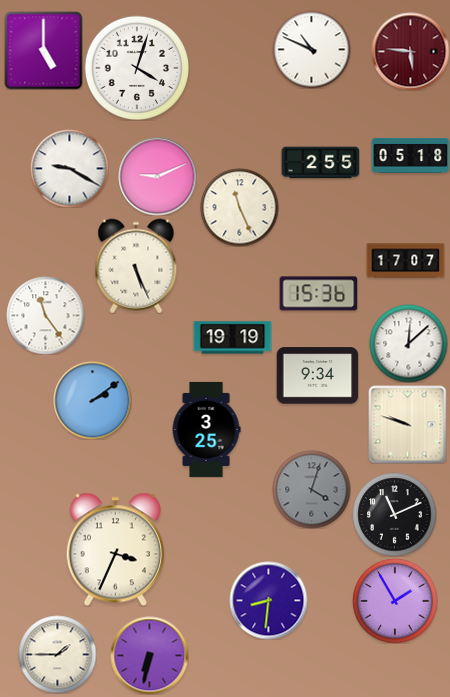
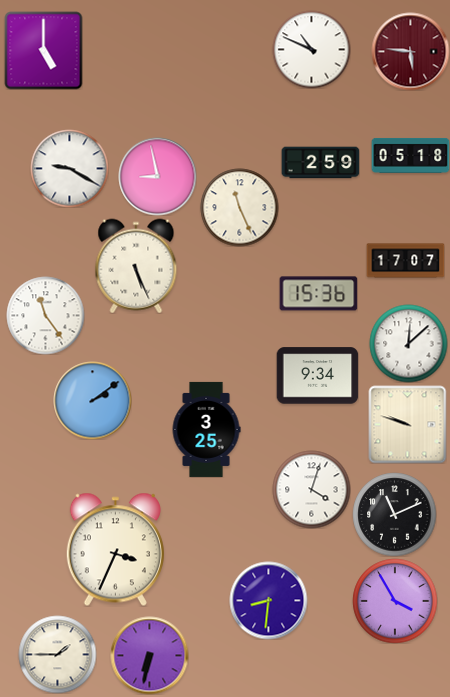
clock at (136, 67): 4:03 -> none
clock at (320, 163): 2:55 -> 2:59
clock at (157, 176): 9:11 -> 8:58
clock at (232, 338): 19:19 -> none
clock at (311, 489) dial: grey -> white
clock at (395, 601): 1:55 -> 3:55
